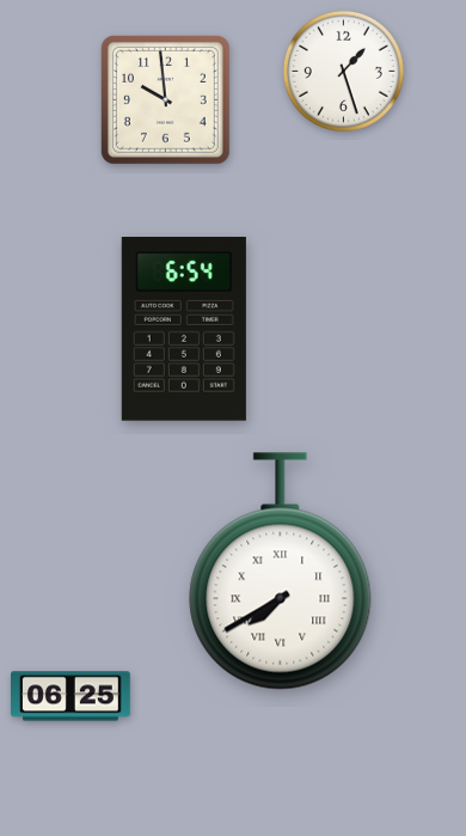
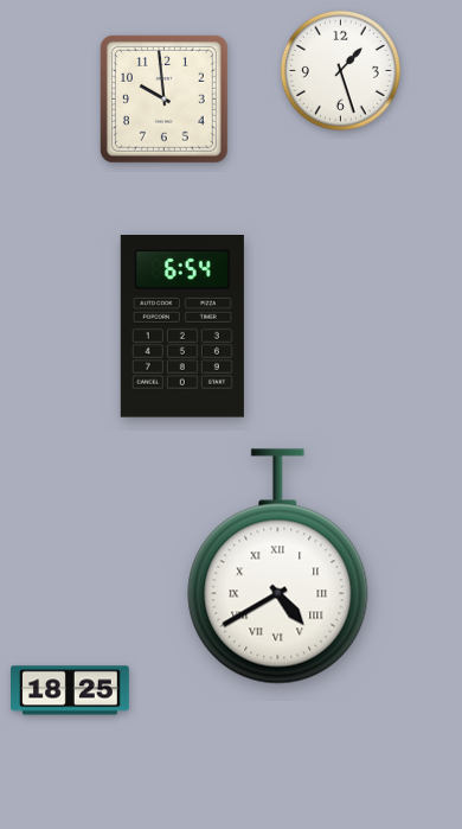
clock at (281, 572): 7:40 -> 4:40
clock at (72, 696): 06:25 -> 18:25
